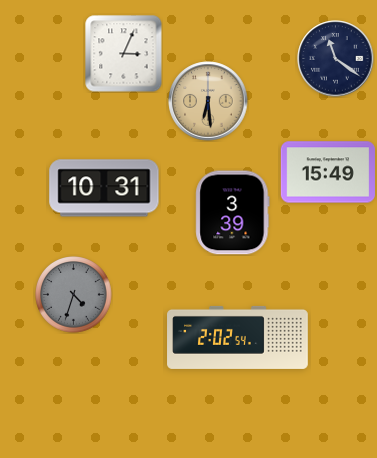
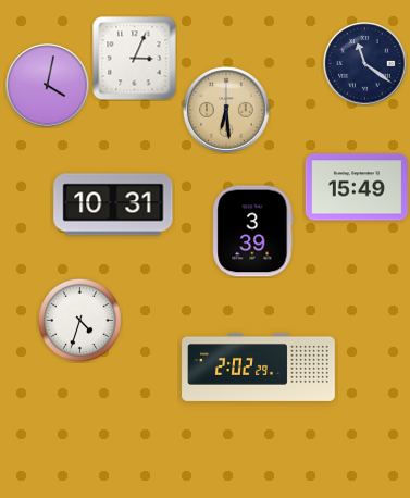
clock at (48, 86): none -> 4:02
clock at (74, 295) dial: grey -> white
clock at (238, 337): 2:02:54 -> 2:02:29
